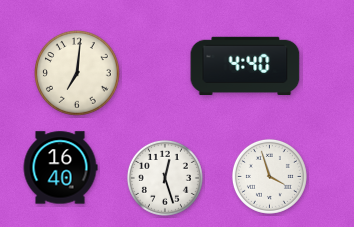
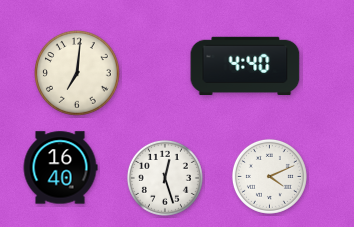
clock at (269, 176): 3:57 -> 4:11
